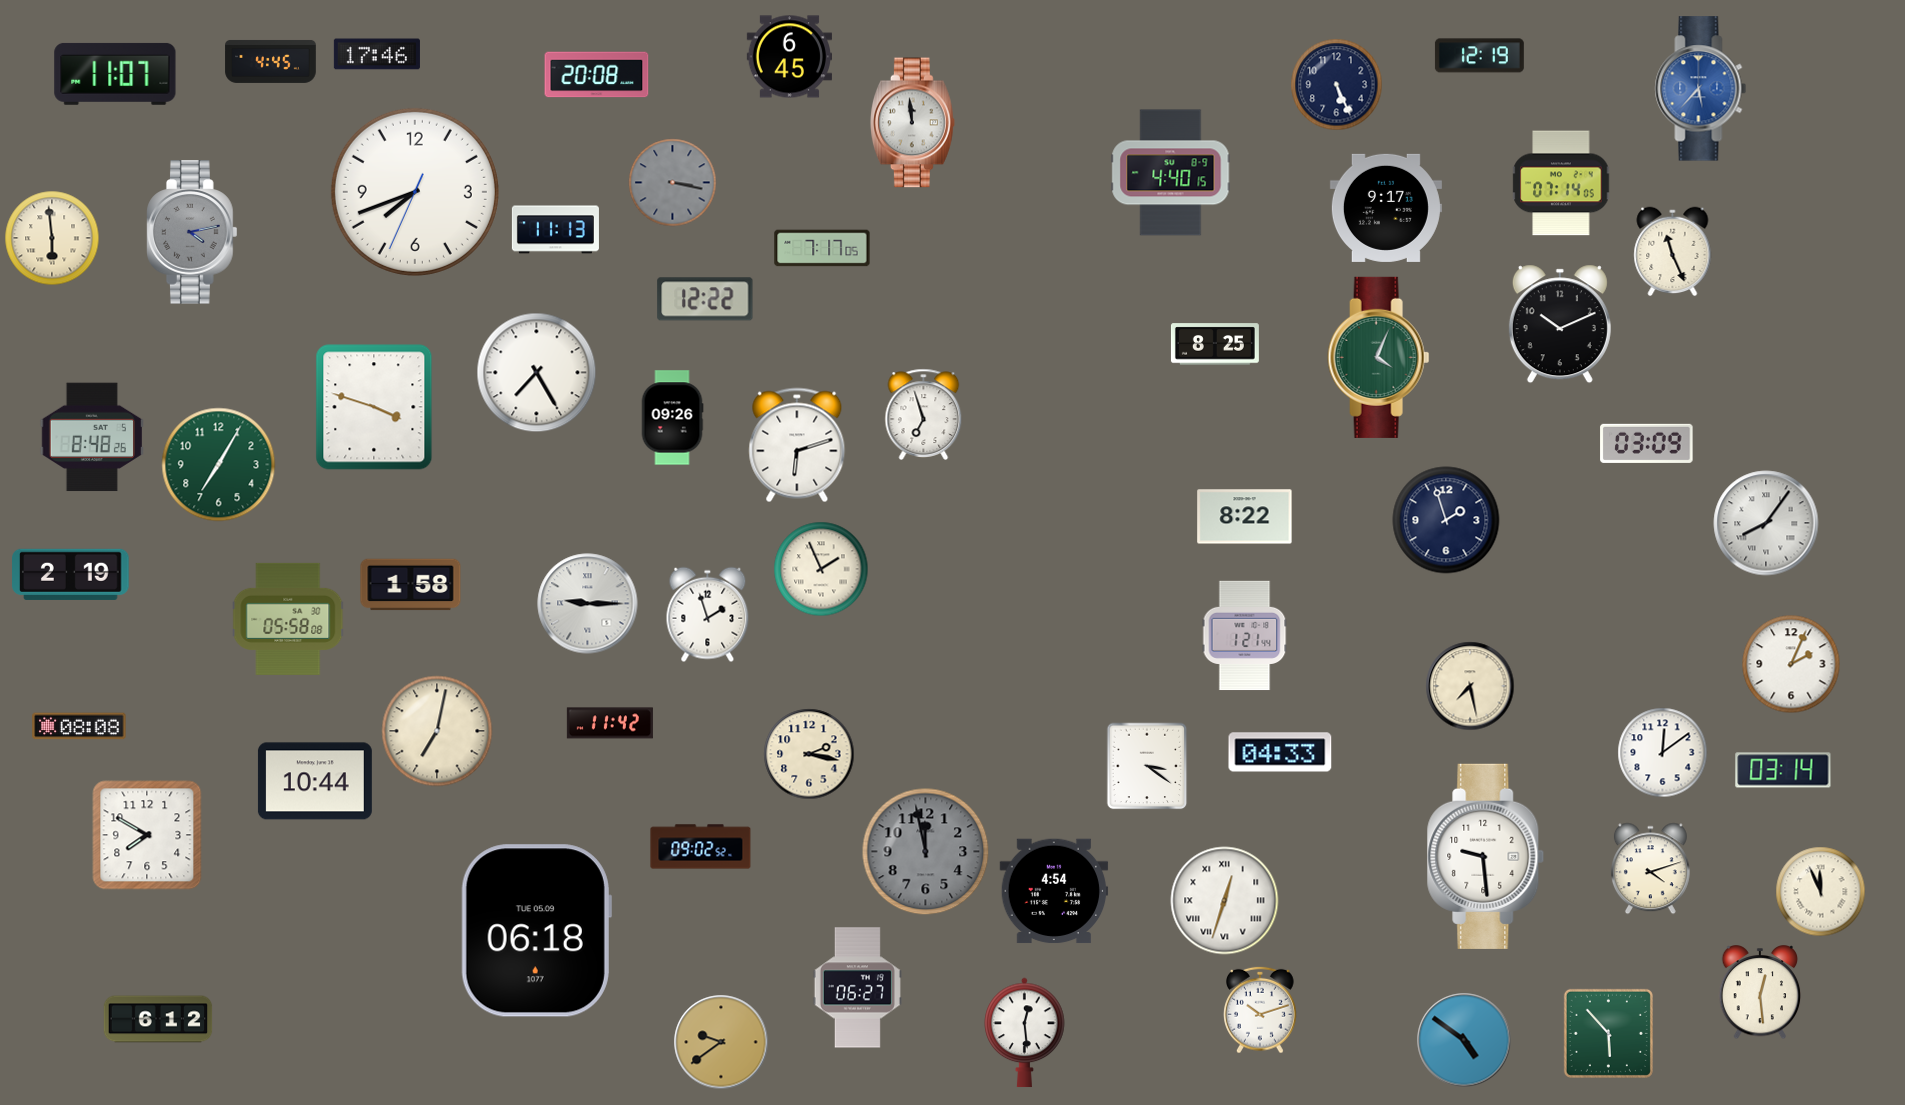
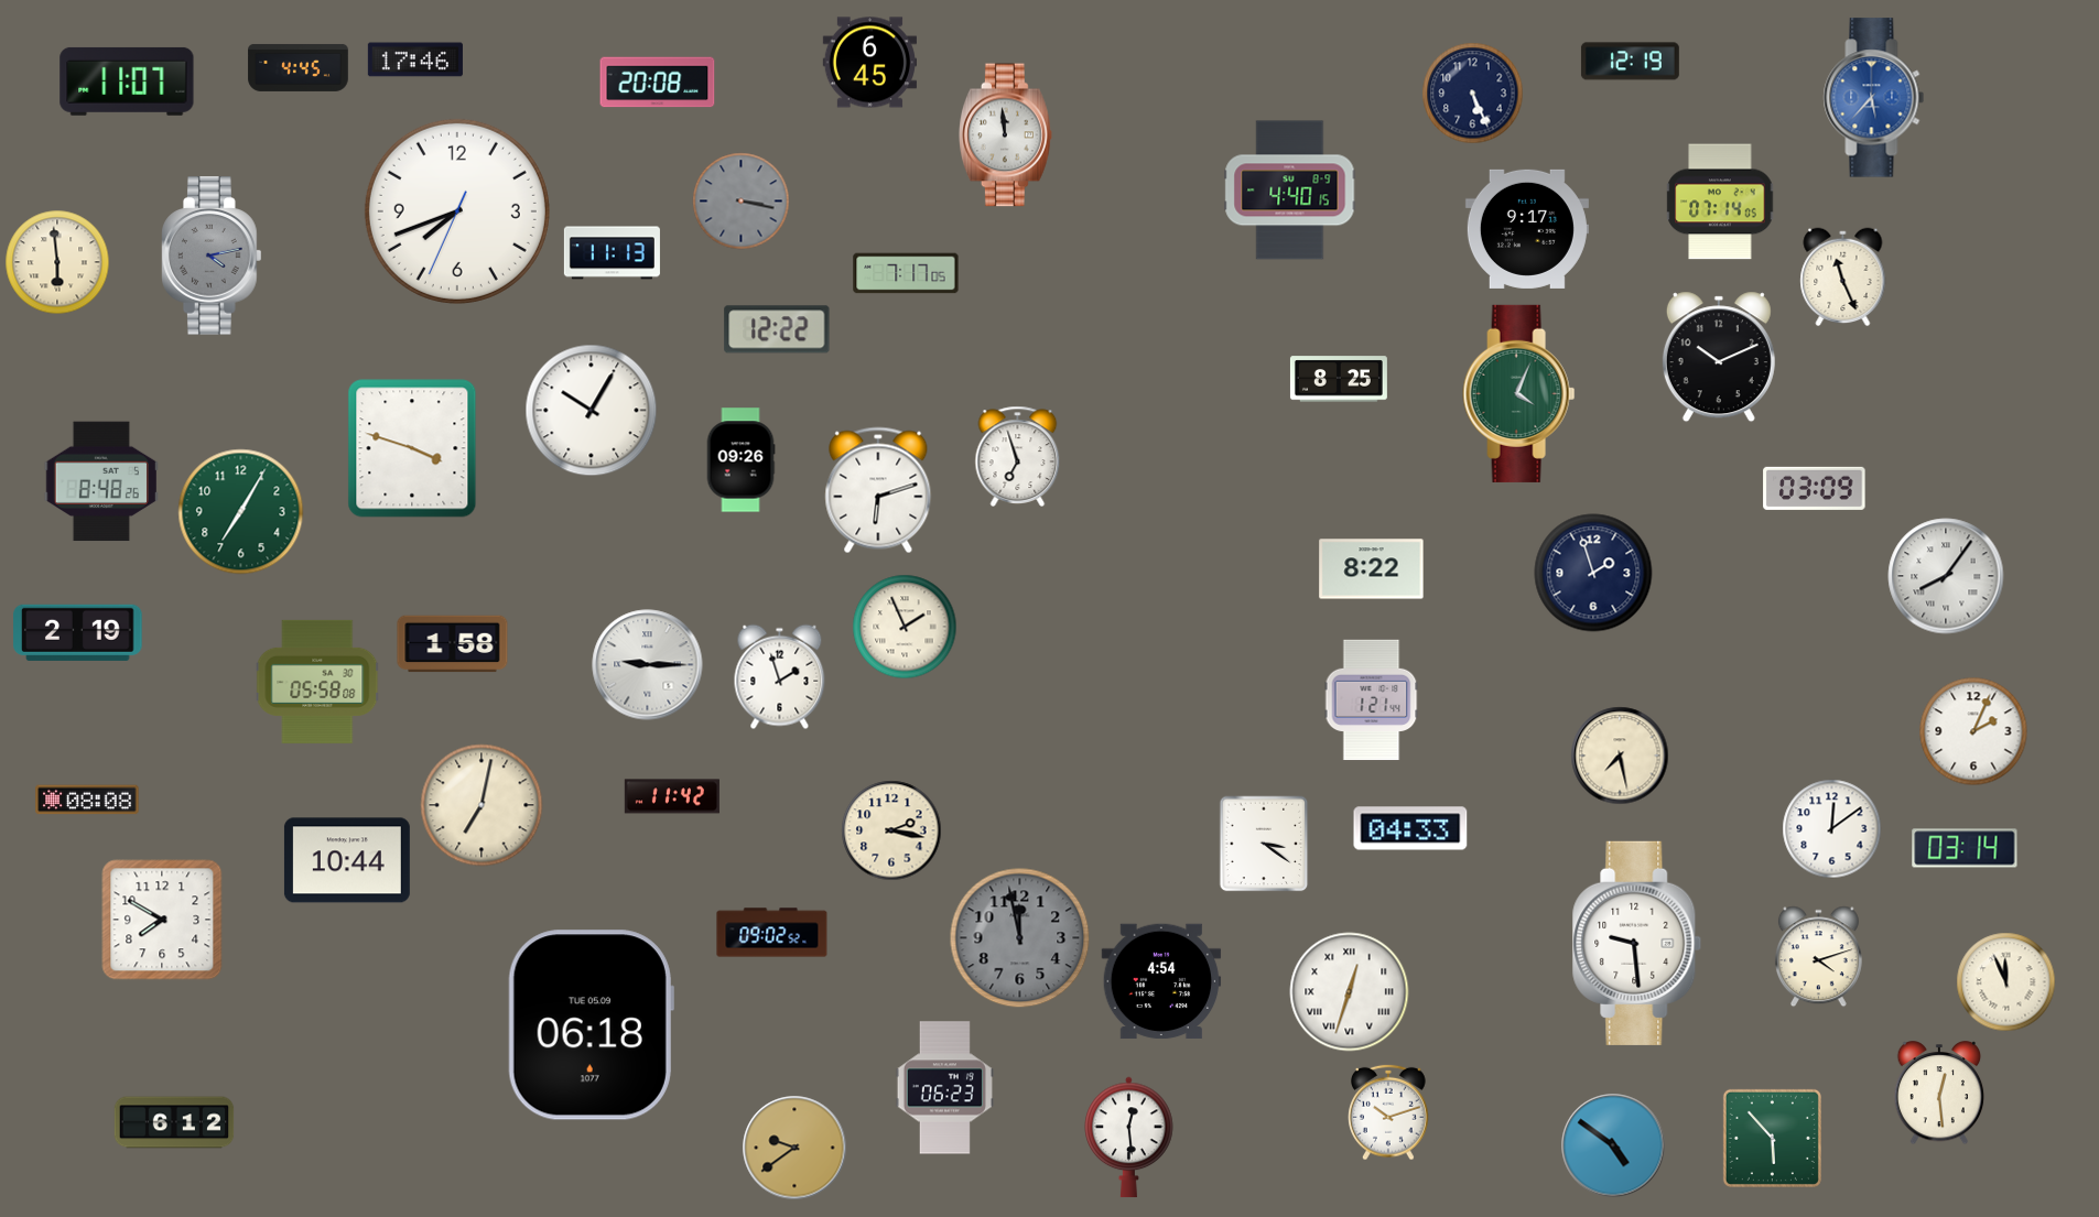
clock at (537, 373): 7:25 -> 10:05
clock at (857, 988): 06:27 -> 06:23
